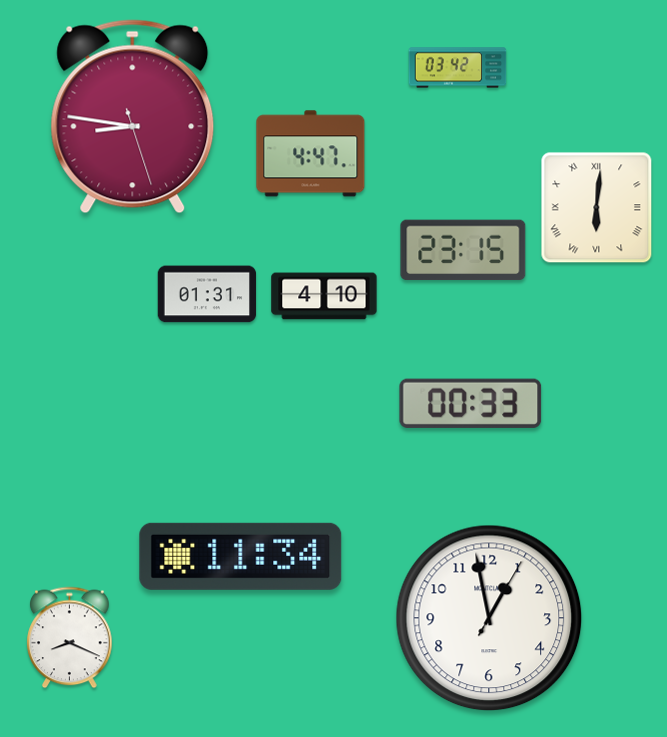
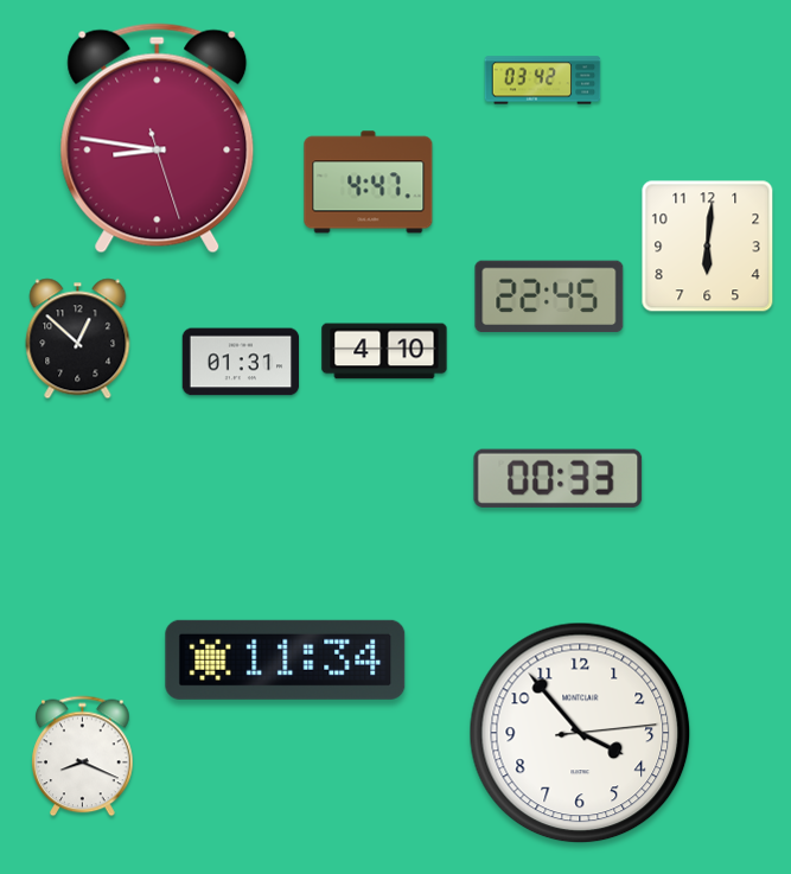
clock at (597, 208) numerals: Roman -> Arabic
clock at (463, 250): 23:15 -> 22:45
clock at (78, 339): none -> 12:52
clock at (207, 294) position: (207, 294) -> (241, 362)
clock at (489, 618): 12:58 -> 3:53
